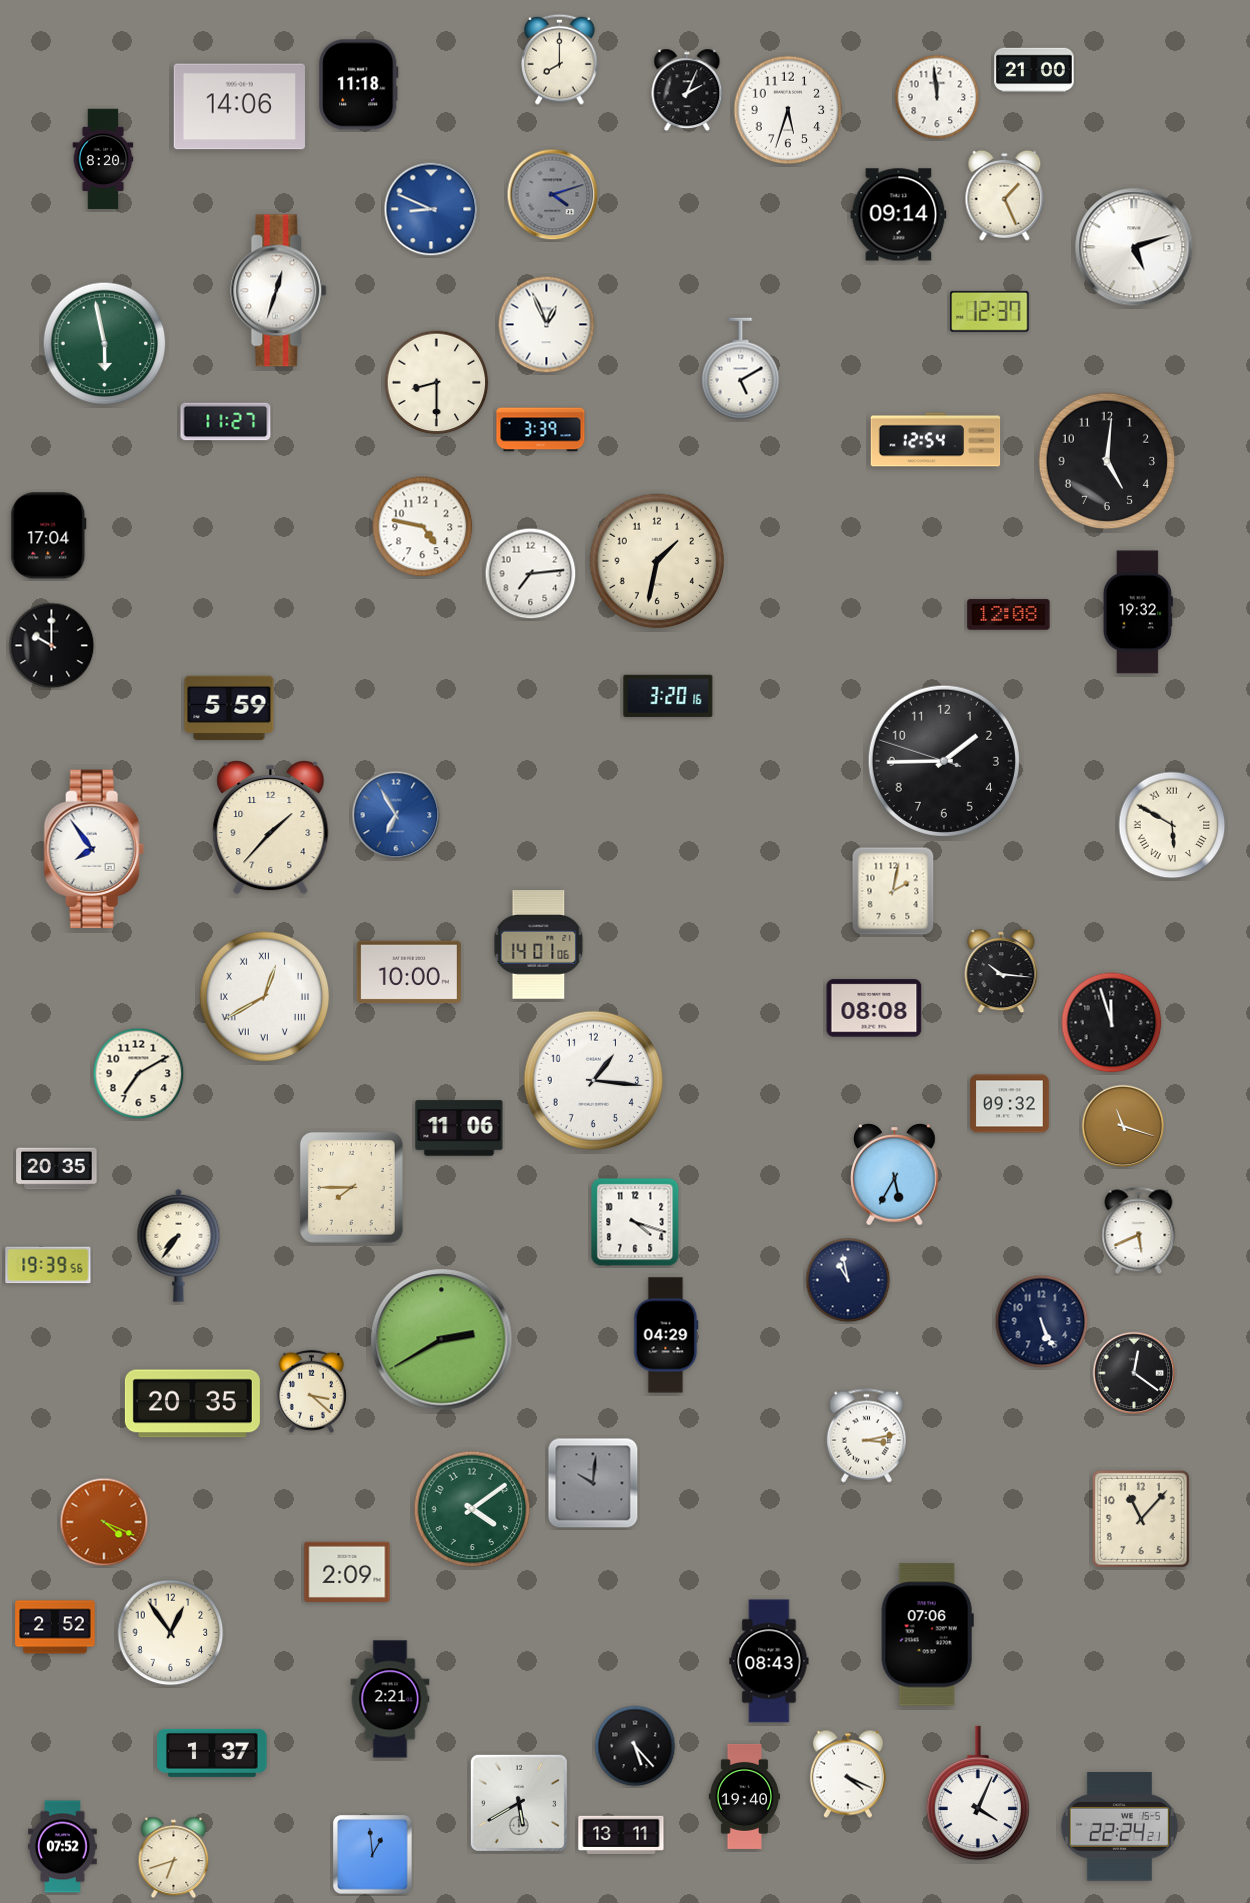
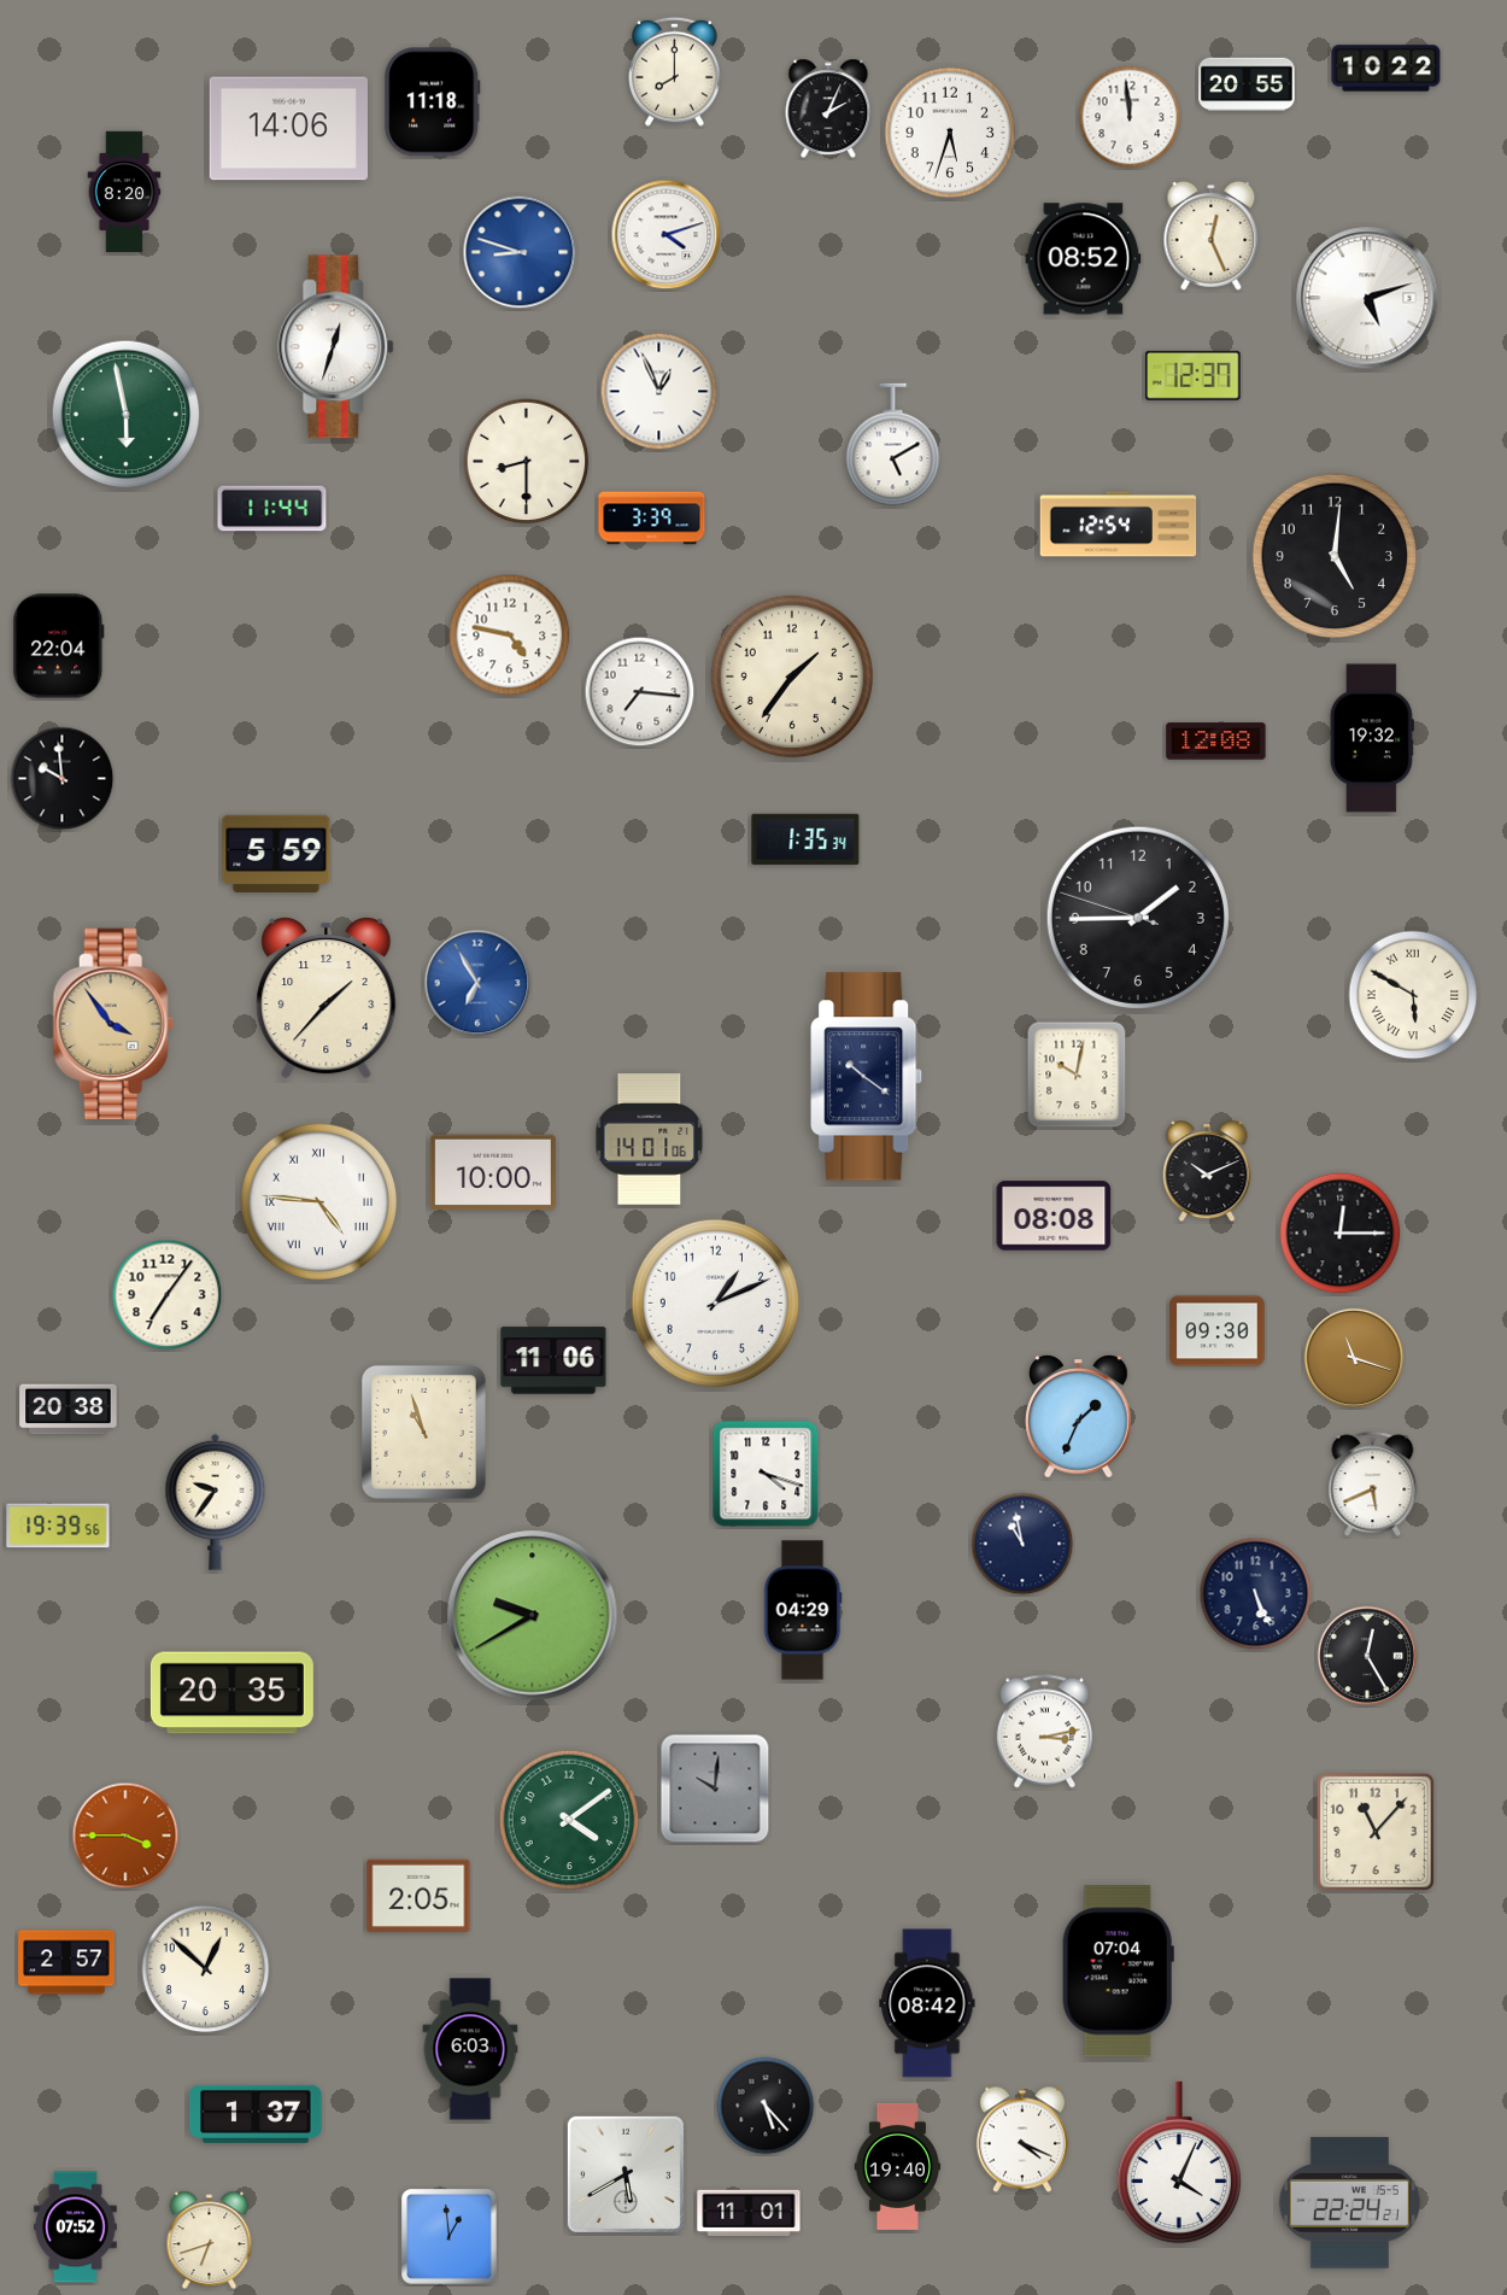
clock at (1386, 69): none -> 10:22
clock at (1034, 70): 21:00 -> 20:55
clock at (553, 195) dial: grey -> white
clock at (1005, 195): 1:26 -> 12:26
clock at (431, 209): 8:49 -> 8:48
clock at (899, 215): 09:14 -> 08:52
clock at (279, 291) position: (279, 291) -> (336, 347)
clock at (226, 422): 11:27 -> 11:44
clock at (936, 440) position: (936, 440) -> (1119, 525)
clock at (49, 536): 17:04 -> 22:04
clock at (657, 561): 1:32 -> 1:36
clock at (531, 574): 7:14 -> 7:16
clock at (52, 646): 10:00 -> 9:59
clock at (668, 696): 3:20 -> 1:35
clock at (94, 849): 7:54 -> 3:54
clock at (94, 849) dial: white -> champagne
clock at (893, 891): 2:02 -> 10:02
clock at (867, 1077): none -> 10:21
clock at (1001, 972): 10:16 -> 10:11
clock at (265, 997): 12:40 -> 4:46
clock at (1112, 1023): 11:57 -> 12:15
clock at (139, 1074): 7:10 -> 7:06
clock at (593, 1080): 1:16 -> 1:11
clock at (1010, 1104): 09:32 -> 09:30
clock at (57, 1169): 20:35 -> 20:38
clock at (895, 1175): 5:35 -> 1:34
clock at (351, 1187): 7:45 -> 10:57
clock at (179, 1245): 7:36 -> 9:36
clock at (442, 1340): 2:40 -> 9:40
clock at (1134, 1373): 12:21 -> 12:25
clock at (311, 1391): 3:22 -> none
clock at (104, 1522): 4:19 -> 3:45
clock at (347, 1571): 2:09 -> 2:05
clock at (55, 1627): 2:52 -> 2:57
clock at (171, 1633): 12:54 -> 12:52
clock at (927, 1635): 07:06 -> 07:04
clock at (769, 1661): 08:43 -> 08:42
clock at (390, 1699): 2:21 -> 6:03
clock at (621, 1835): 13:11 -> 11:01
